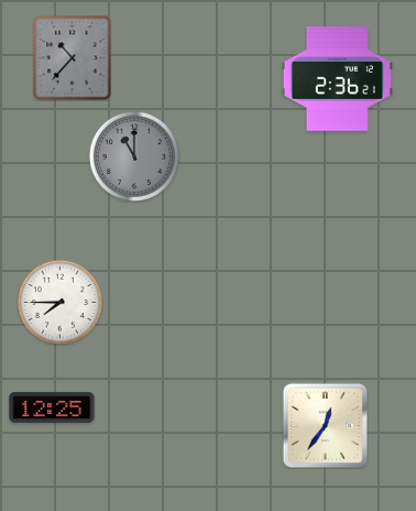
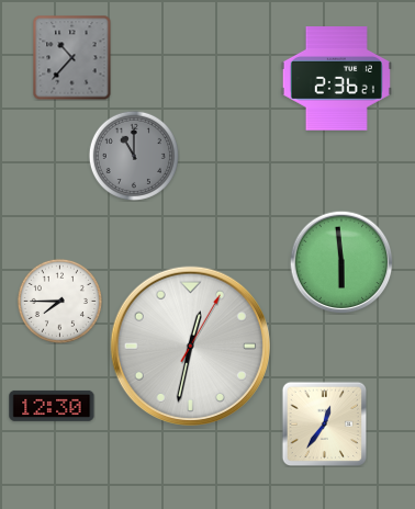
clock at (341, 262): none -> 5:59
clock at (190, 346): none -> 12:32
clock at (52, 407): 12:25 -> 12:30
